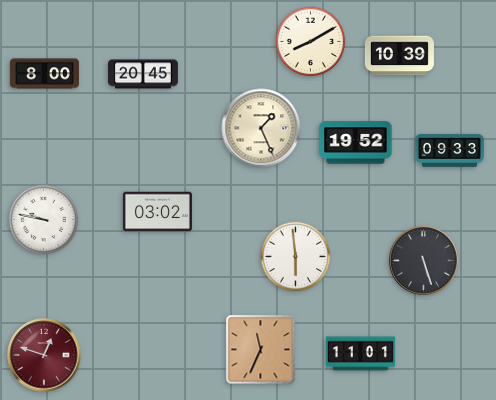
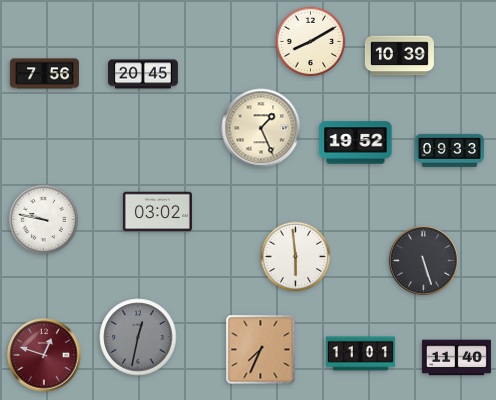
clock at (44, 74): 8:00 -> 7:56
clock at (138, 337): none -> 12:32
clock at (261, 350): 11:34 -> 7:34
clock at (456, 358): none -> 11:40
